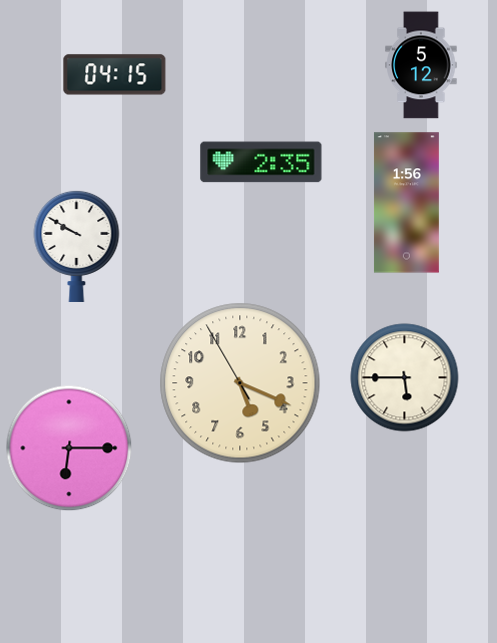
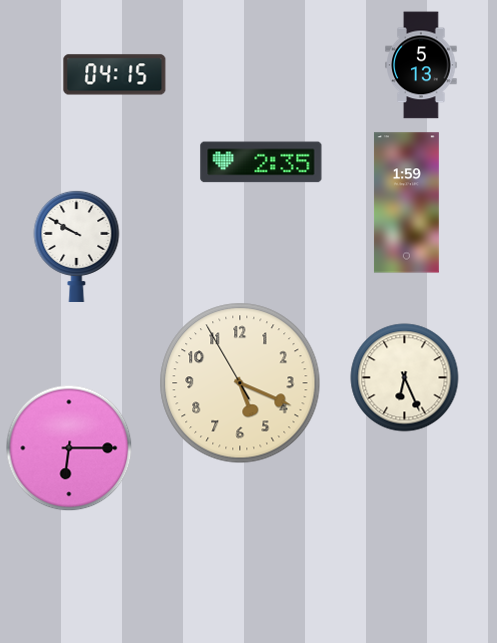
clock at (421, 65): 5:12 -> 5:13
clock at (406, 203): 1:56 -> 1:59
clock at (405, 378): 5:45 -> 6:26
